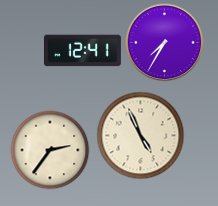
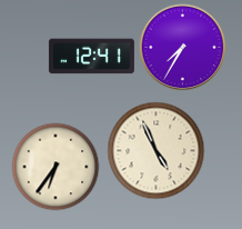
clock at (50, 150): 2:36 -> 6:36
